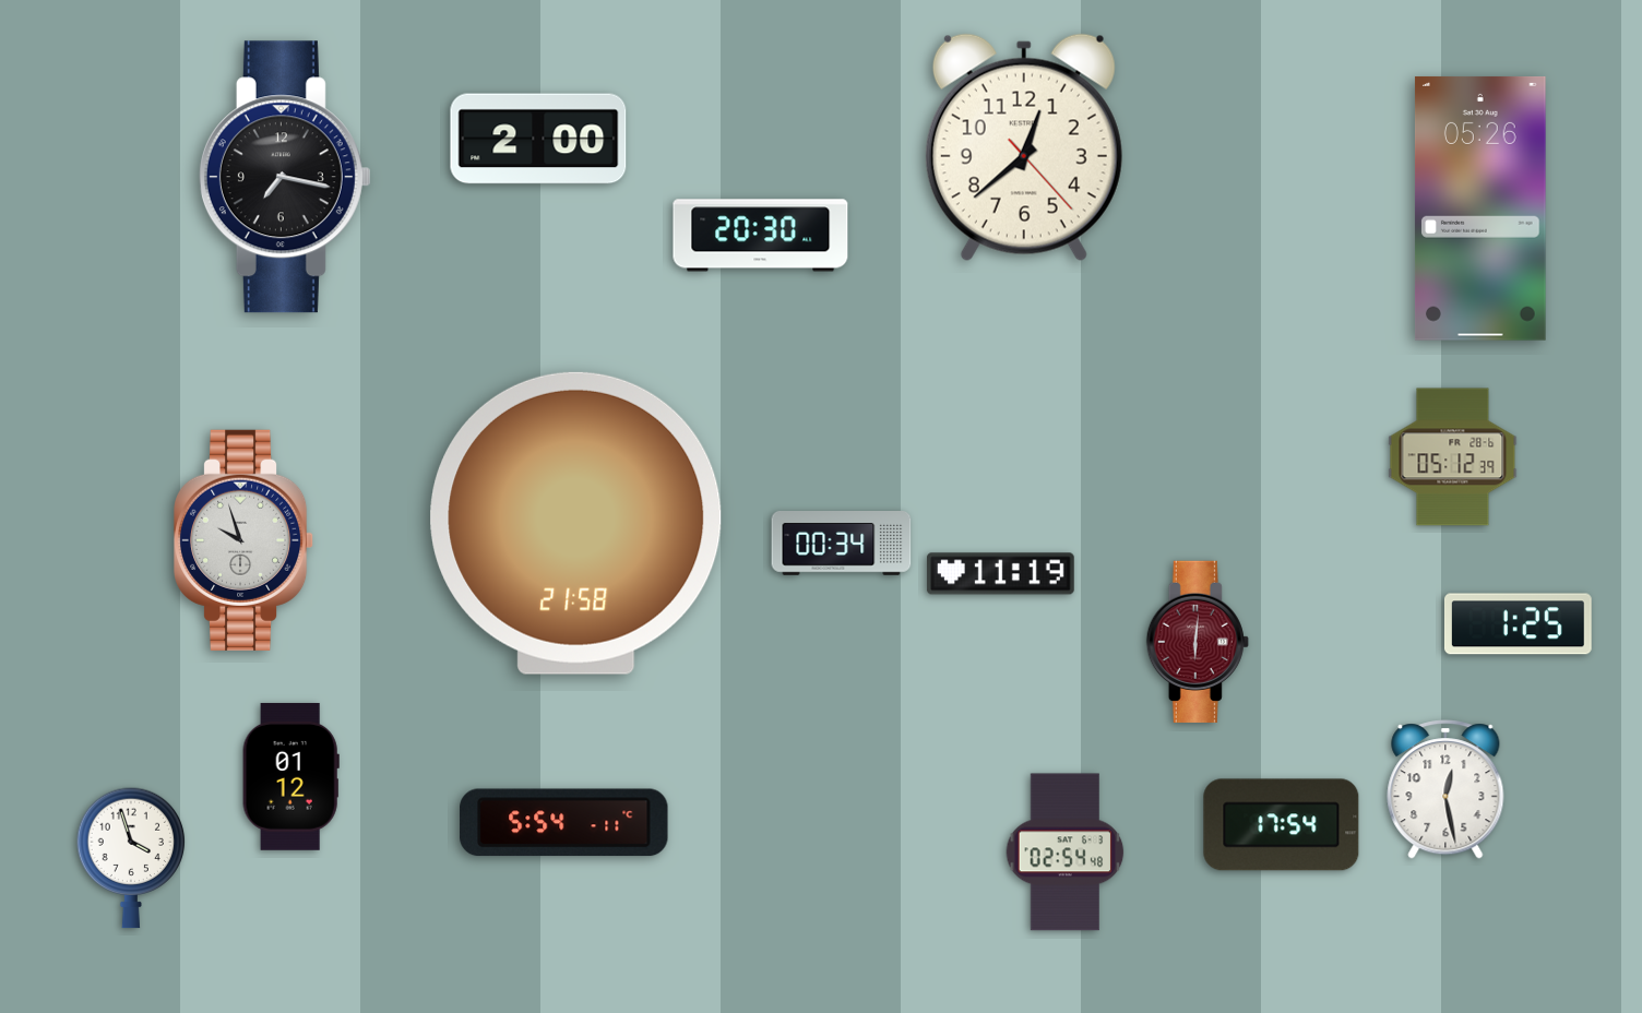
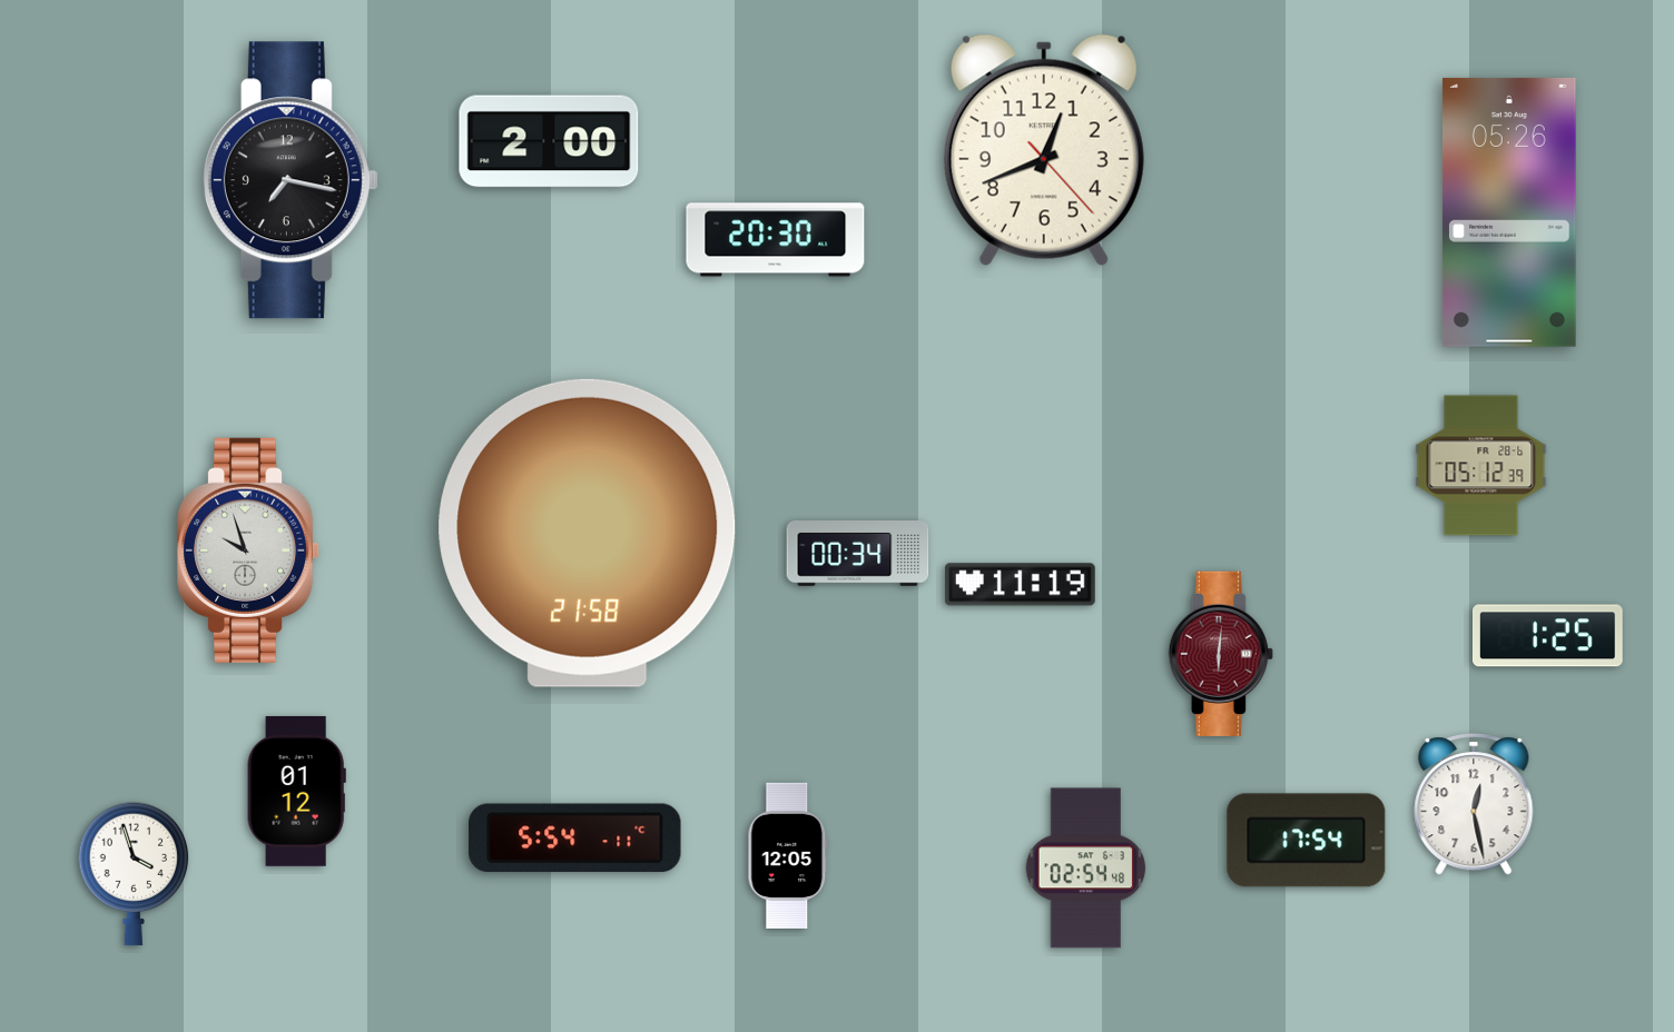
clock at (1024, 147): 12:38 -> 12:41
clock at (788, 855): none -> 12:05
